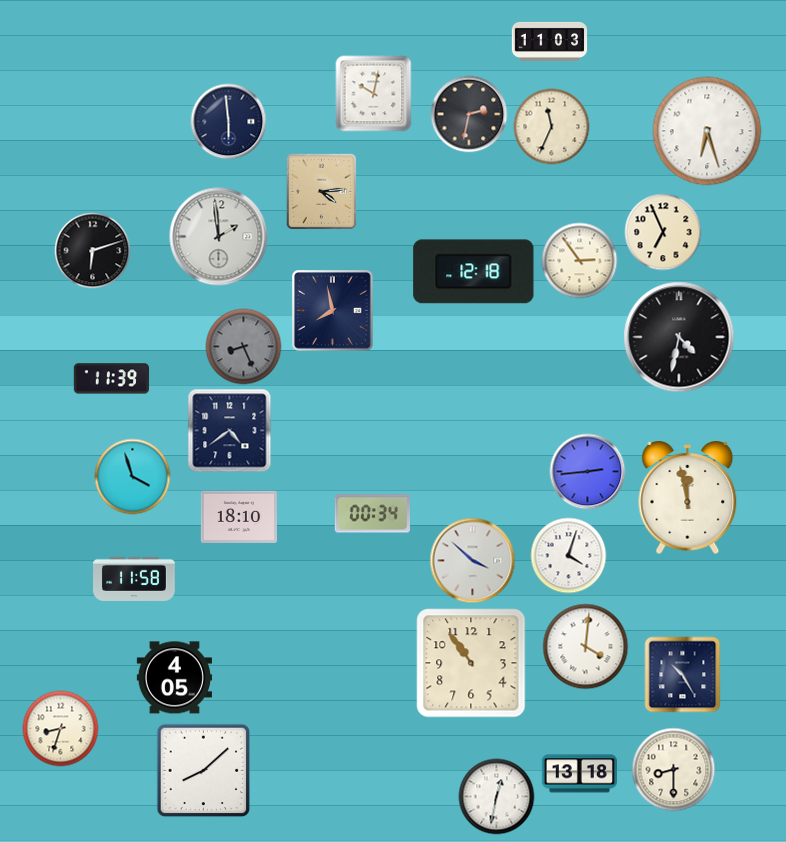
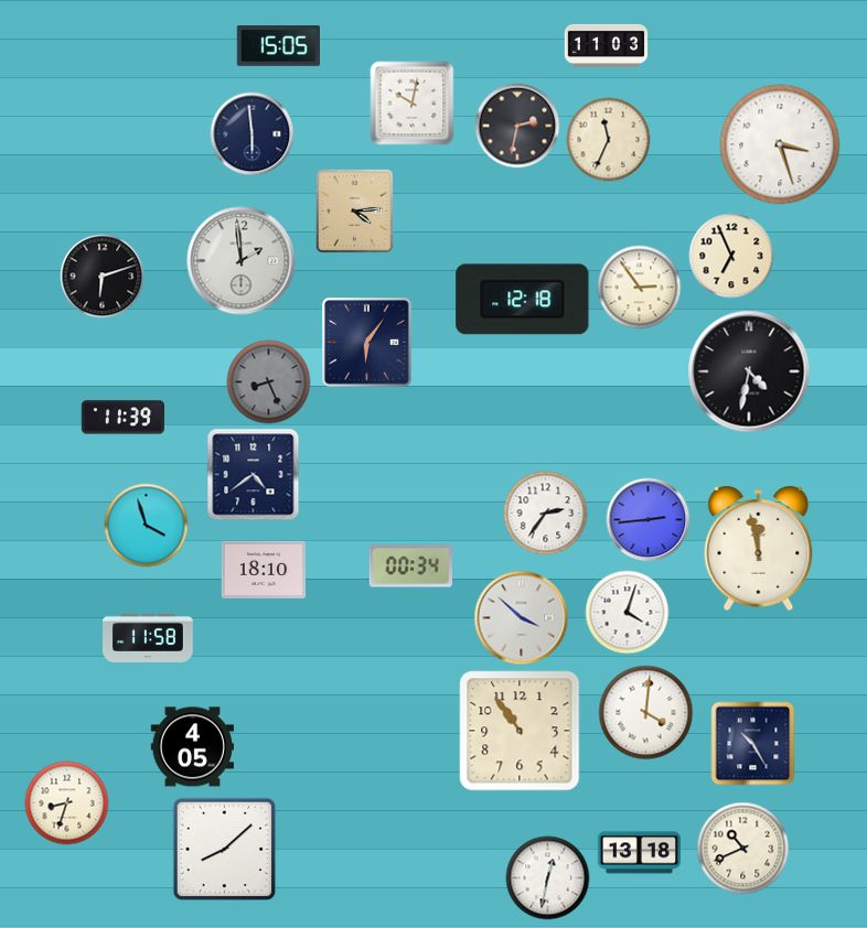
clock at (278, 46): none -> 15:05
clock at (707, 131): 6:27 -> 3:27
clock at (333, 311): 7:58 -> 6:06
clock at (546, 514): none -> 2:36
clock at (674, 770): 8:30 -> 10:41
